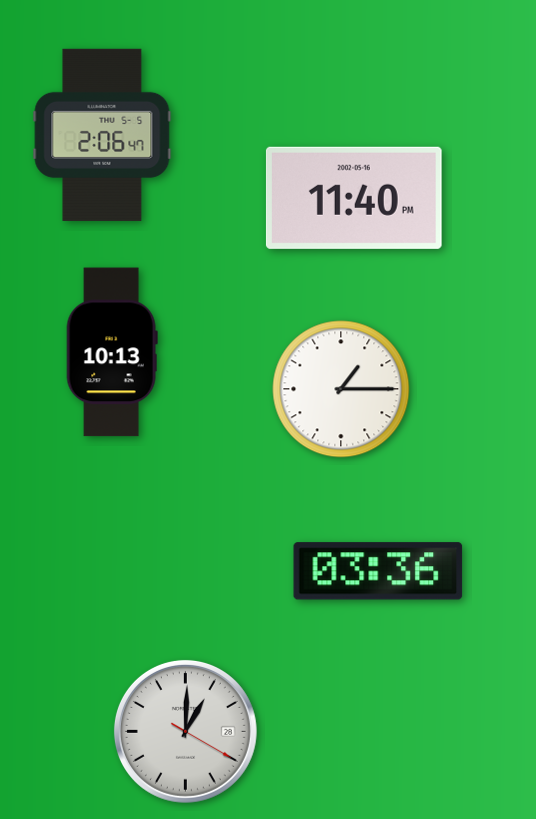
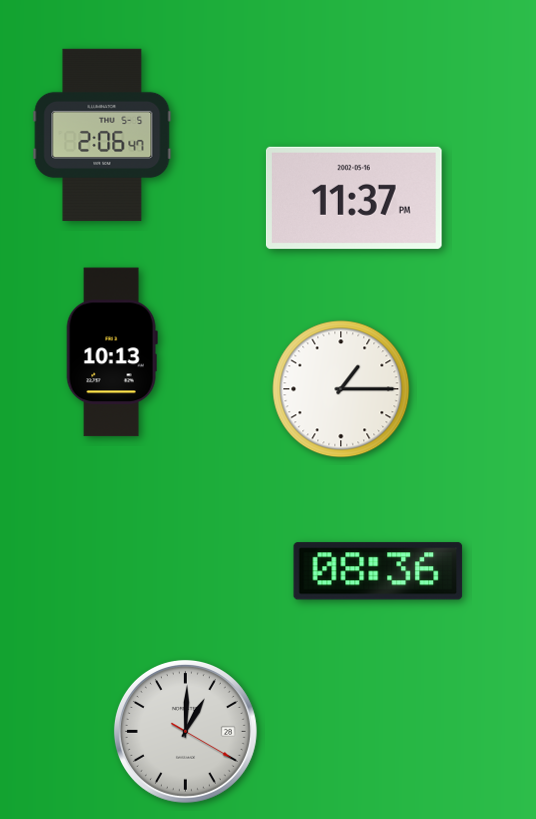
clock at (354, 198): 11:40 -> 11:37
clock at (378, 571): 03:36 -> 08:36
